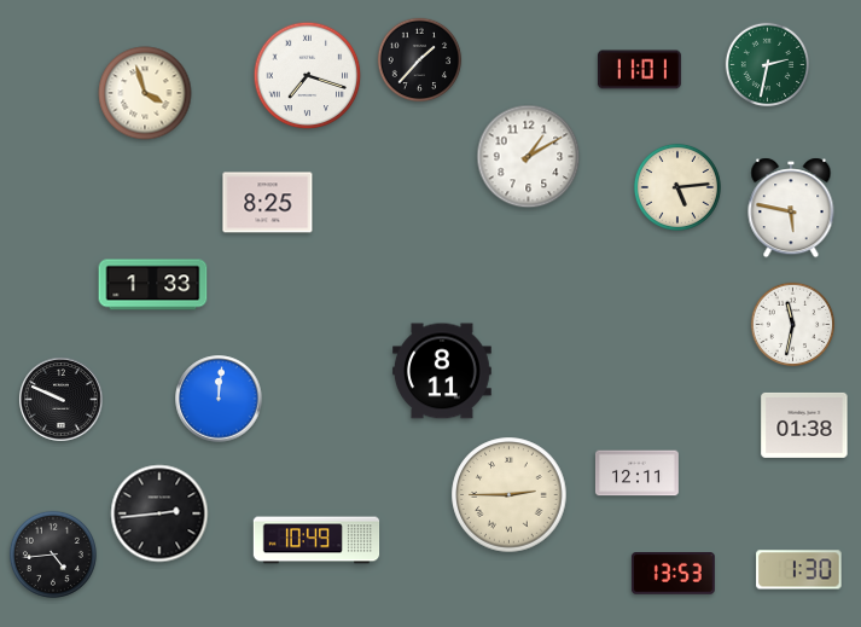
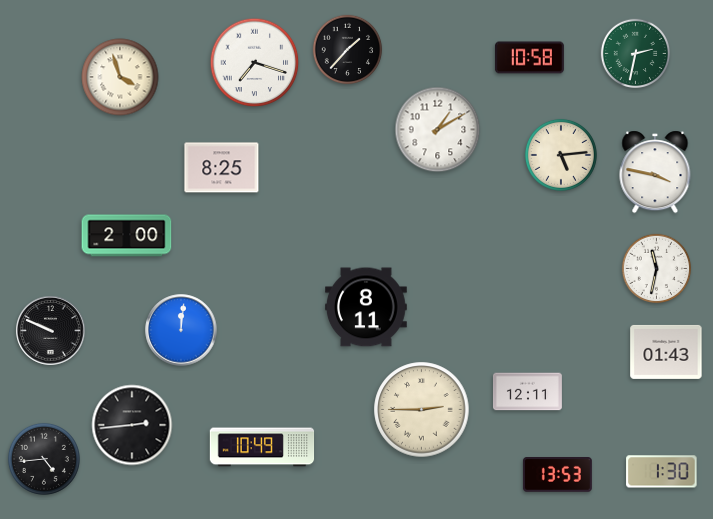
clock at (639, 70): 11:01 -> 10:58
clock at (791, 208): 5:47 -> 3:47
clock at (153, 285): 1:33 -> 2:00
clock at (804, 425): 01:38 -> 01:43
